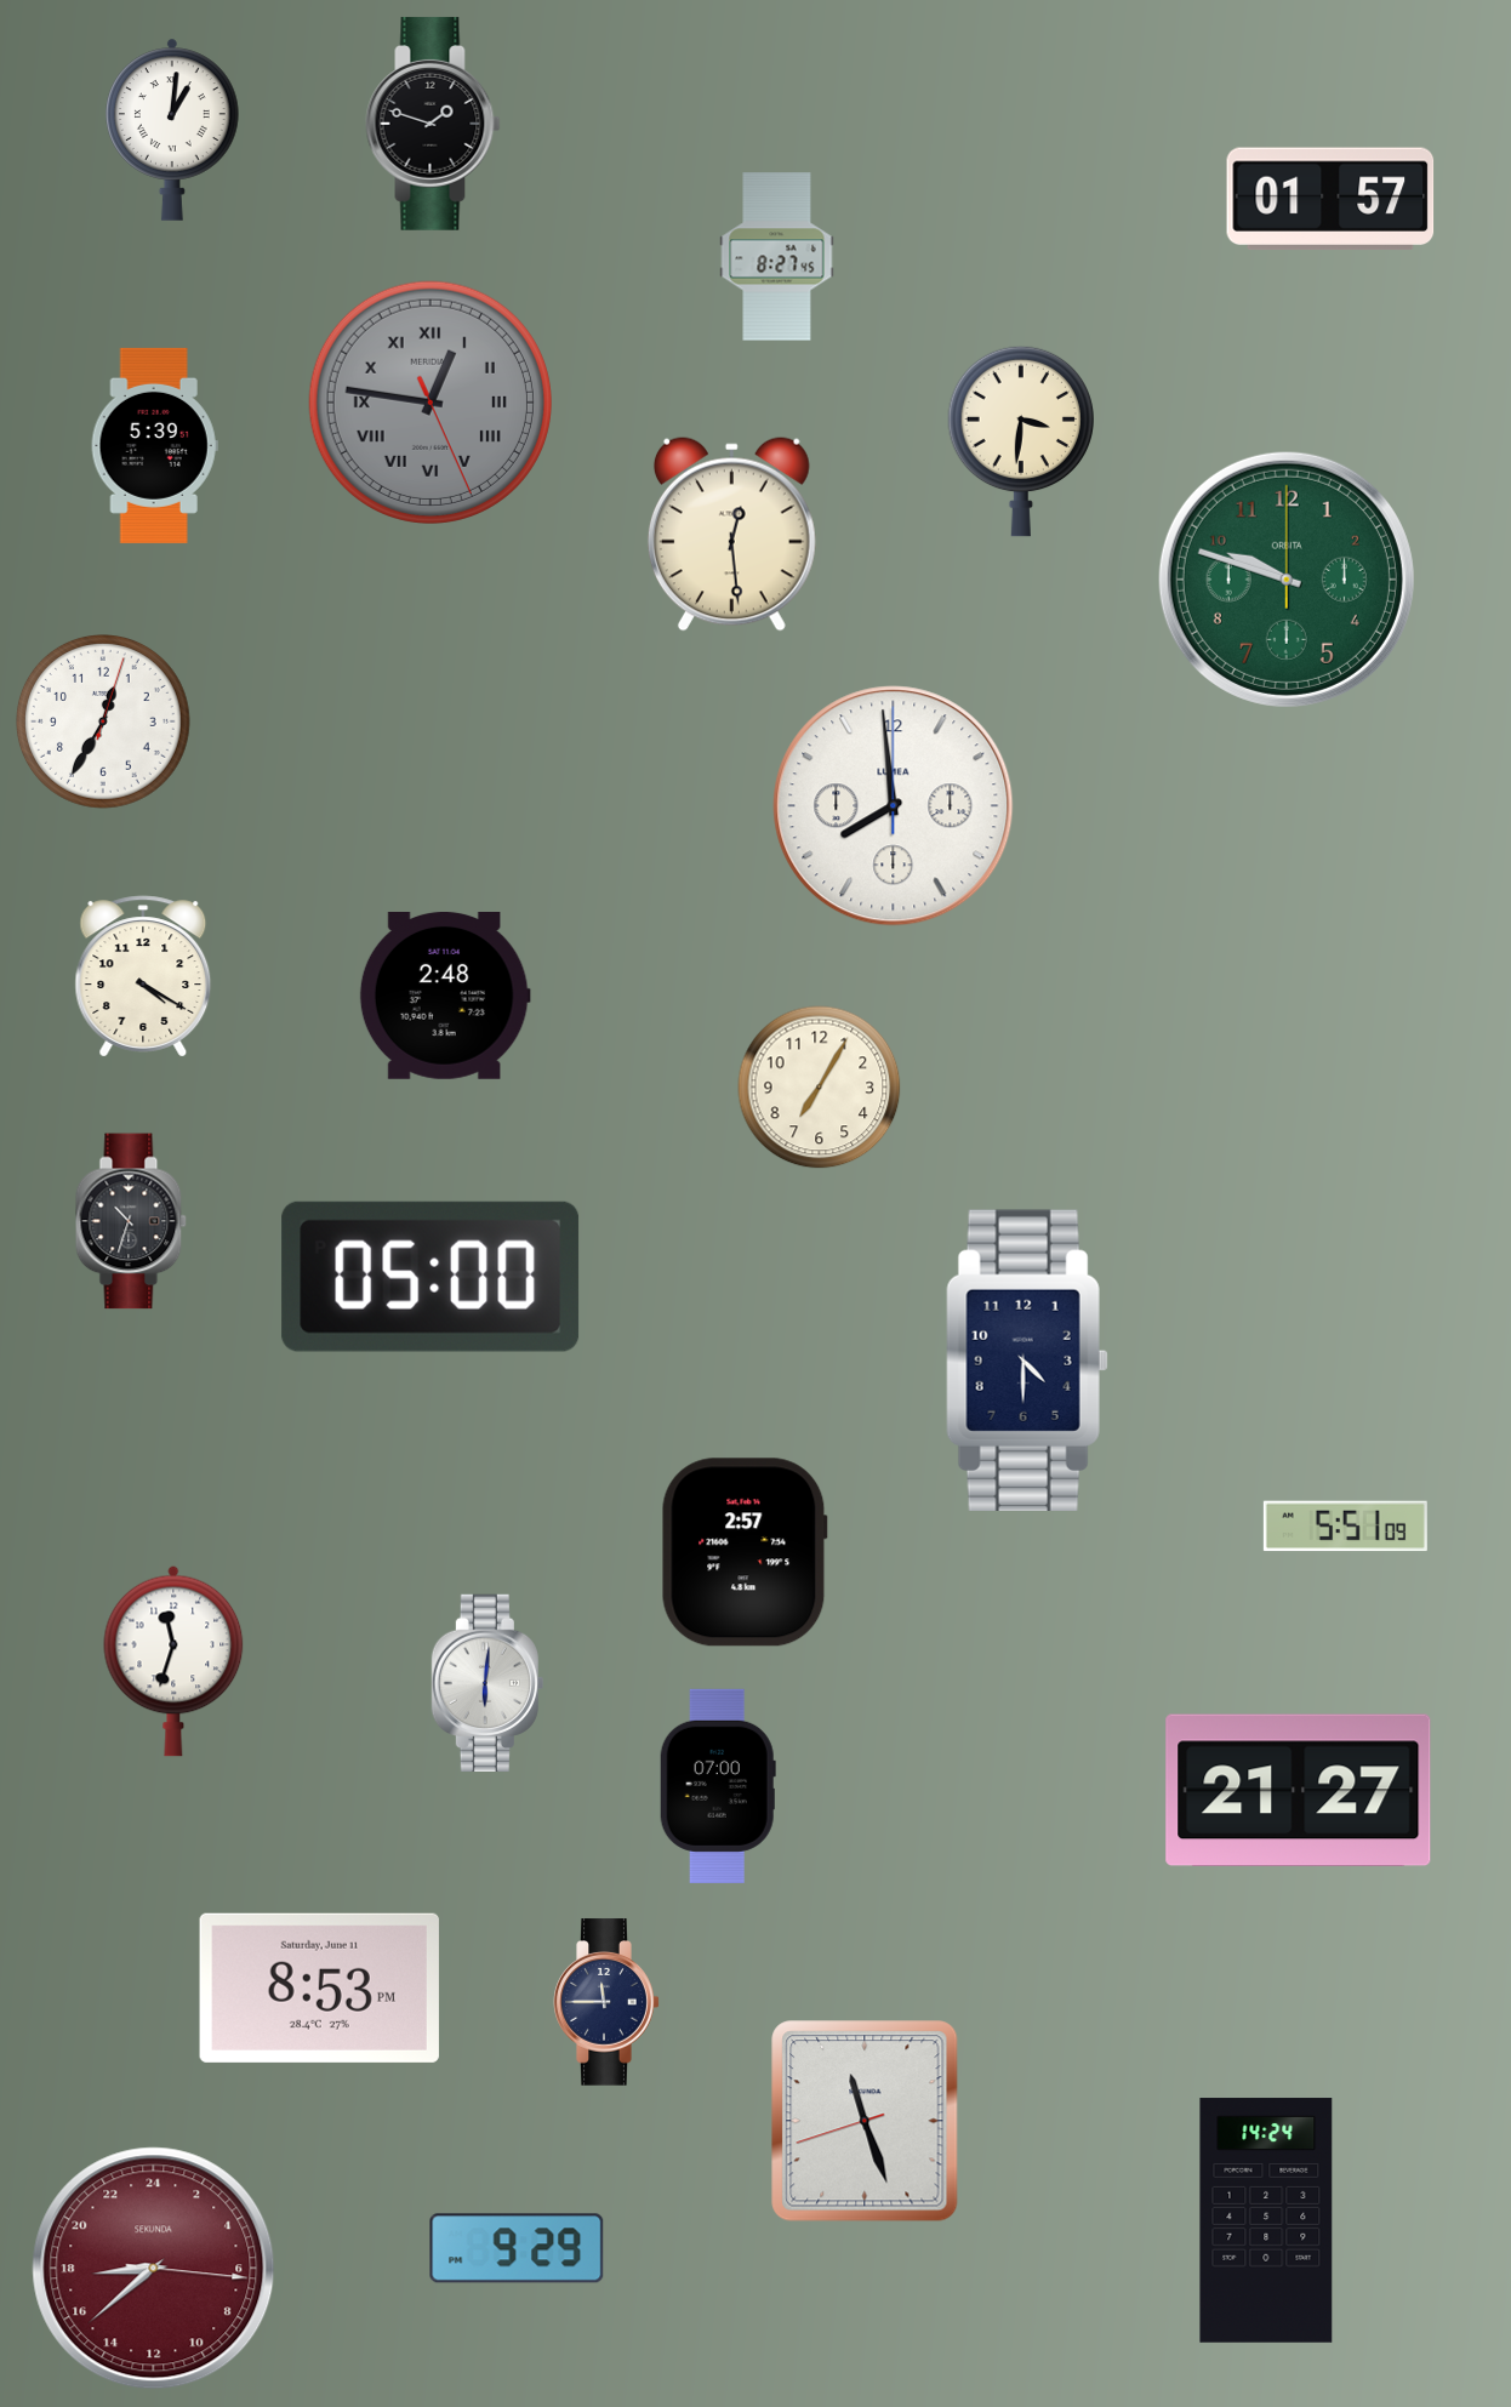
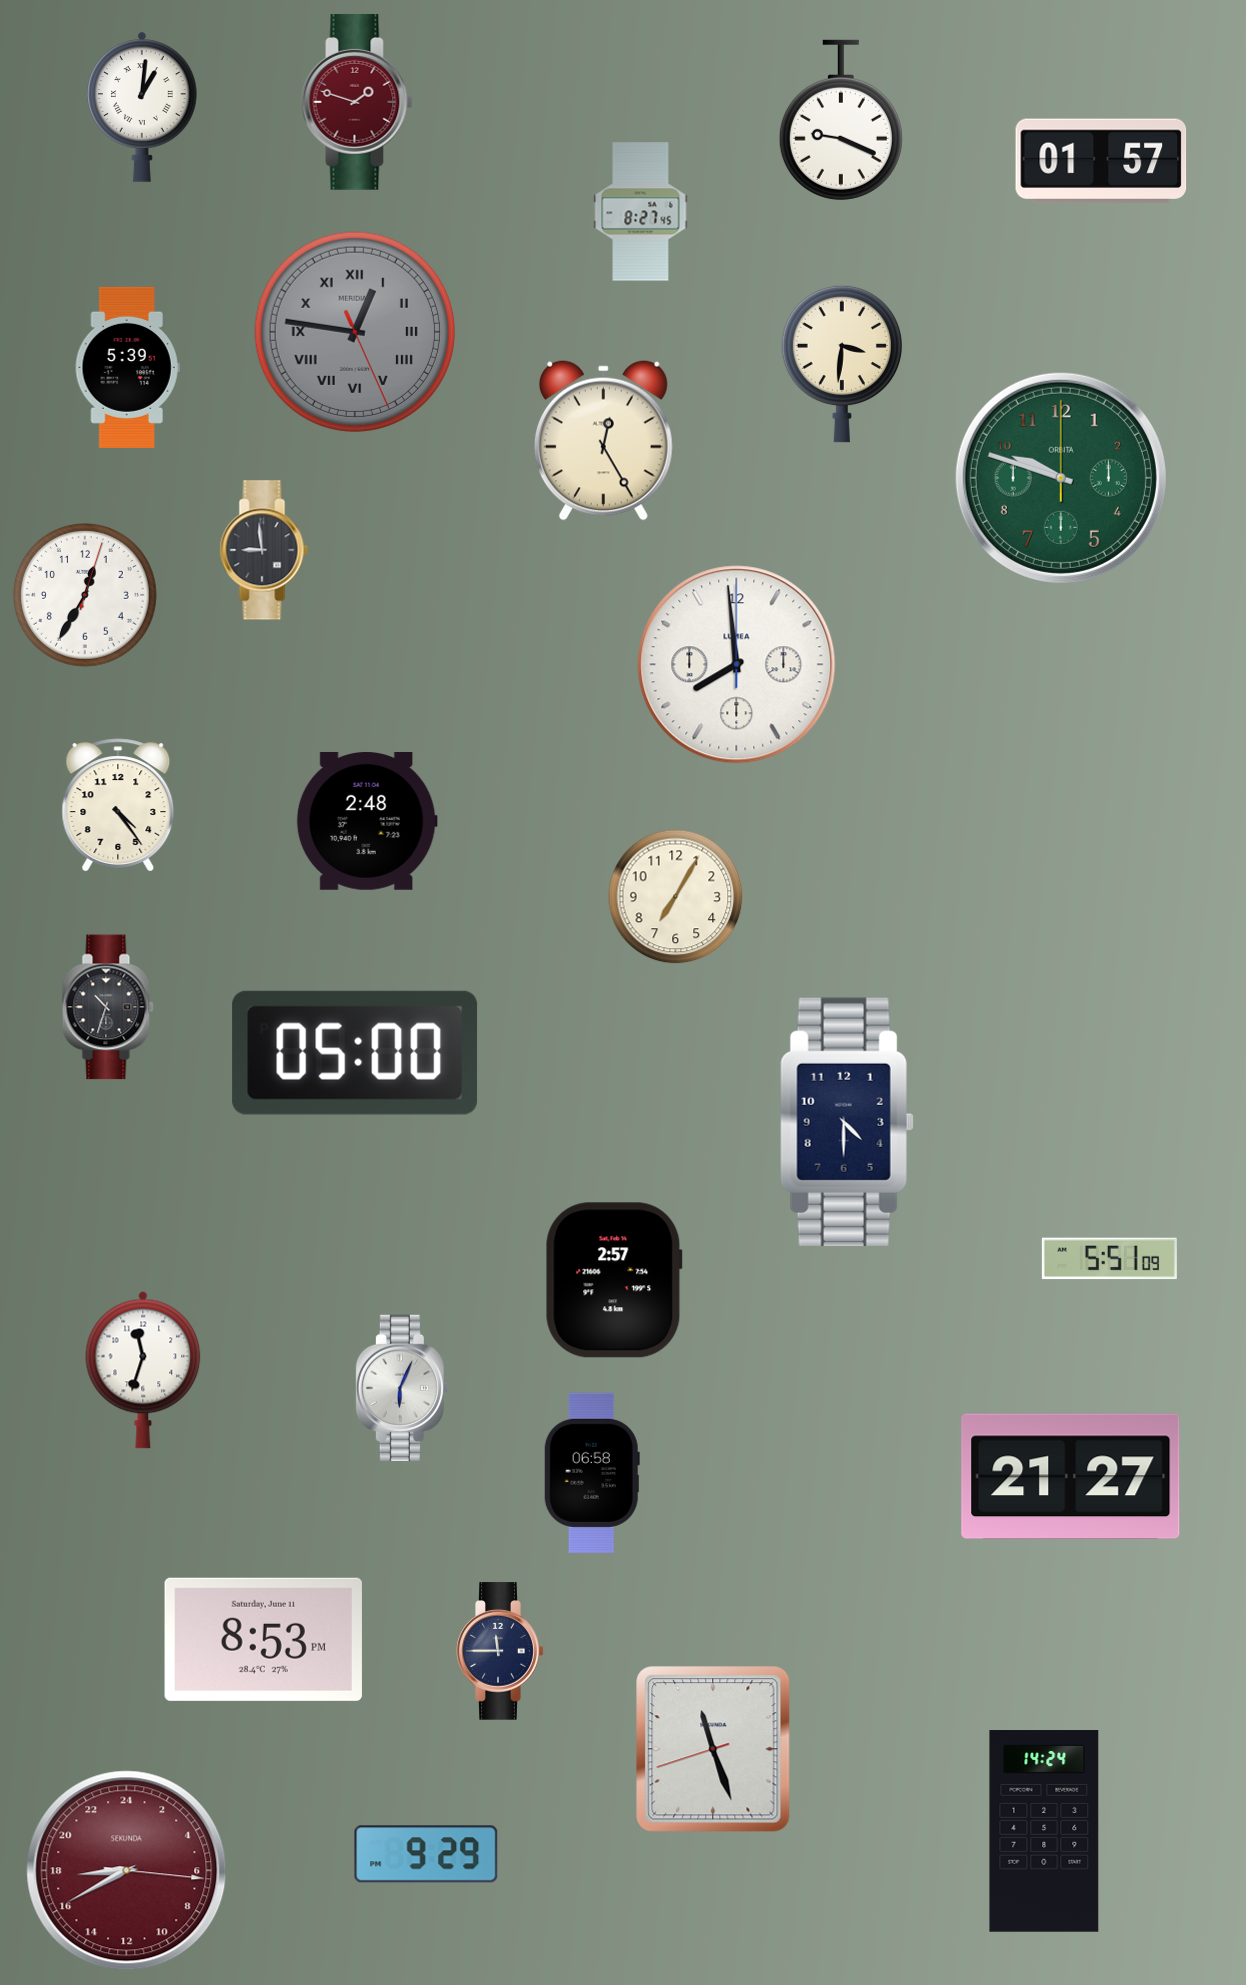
clock at (433, 124) dial: black -> burgundy
clock at (841, 120): none -> 9:19
clock at (1330, 199) position: (1330, 199) -> (1101, 161)
clock at (731, 535): 12:29 -> 12:25
clock at (264, 550): none -> 8:59
clock at (143, 976): 4:20 -> 4:24
clock at (487, 1682): 6:01 -> 6:04
clock at (718, 1786): 07:00 -> 06:58
clock at (154, 2269): 17:38 -> 17:40
